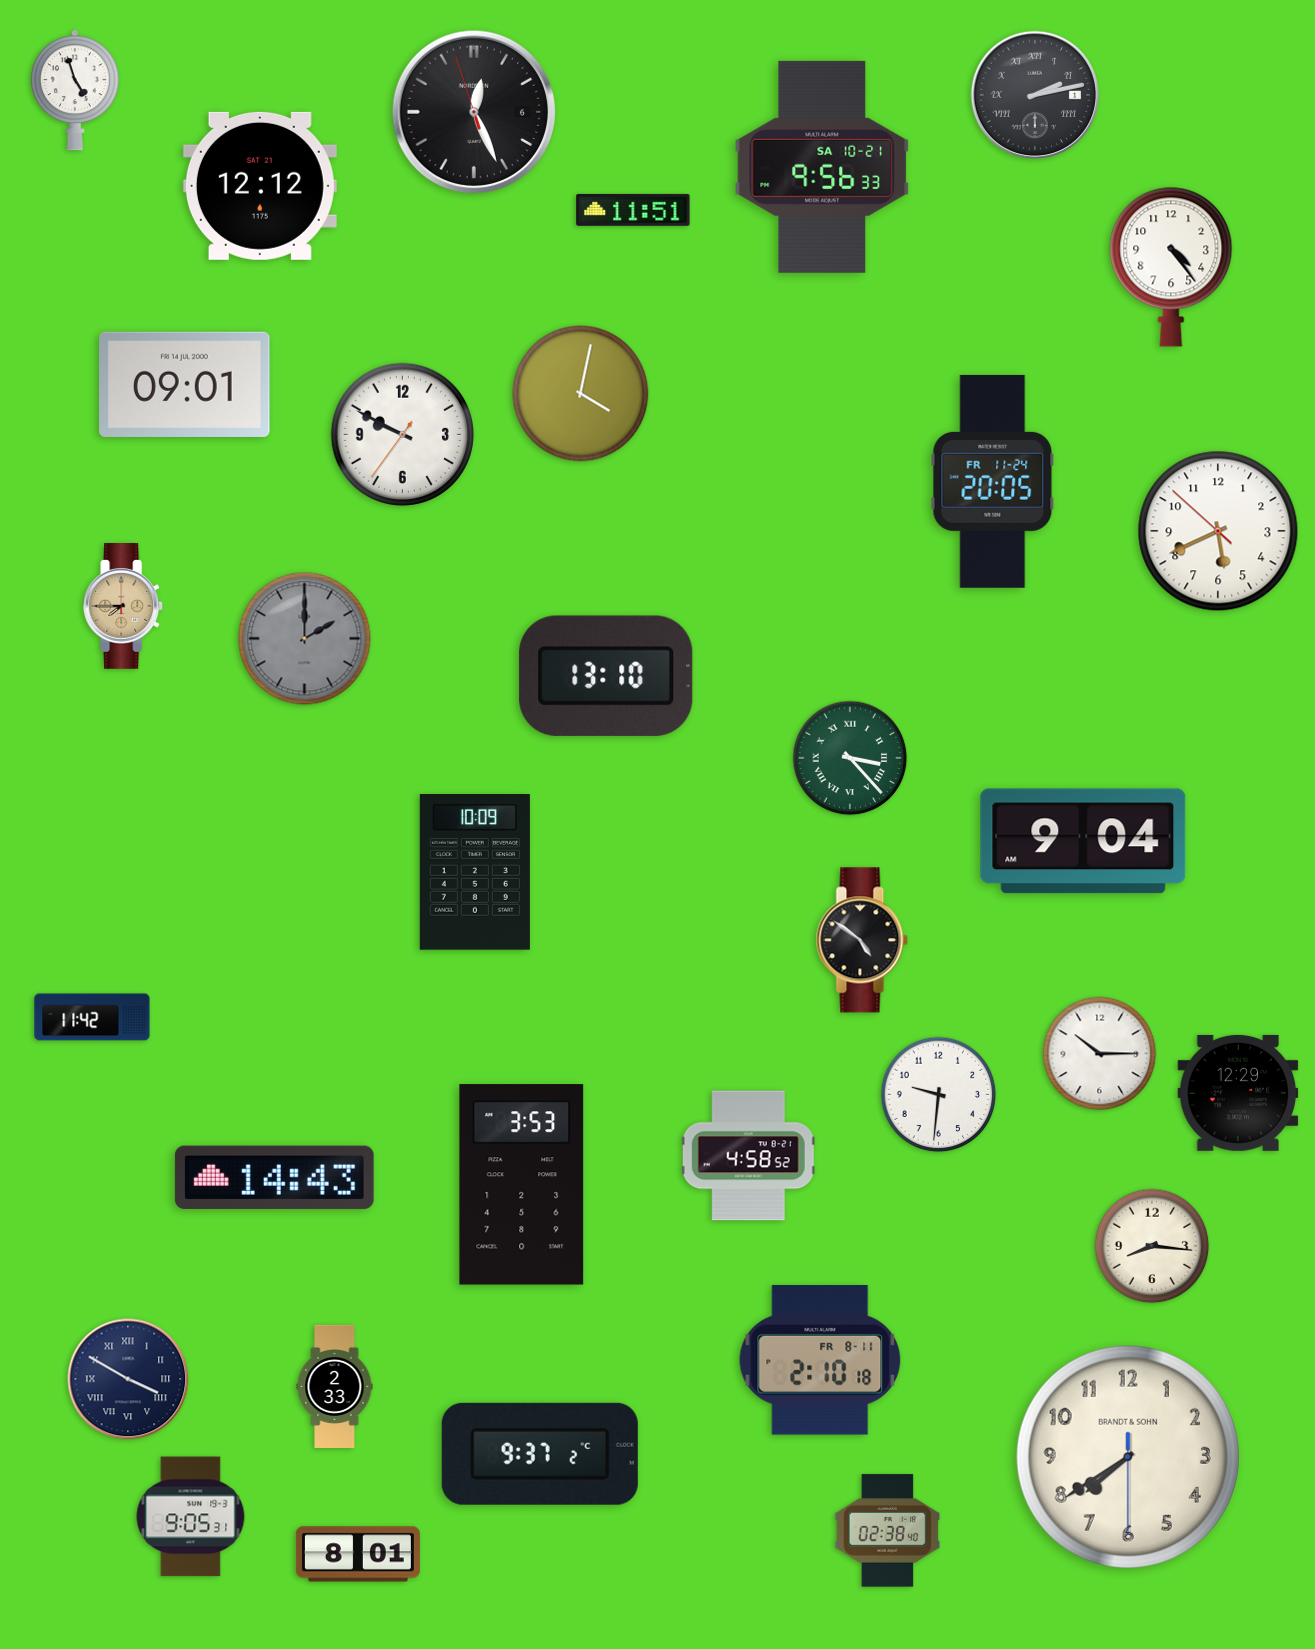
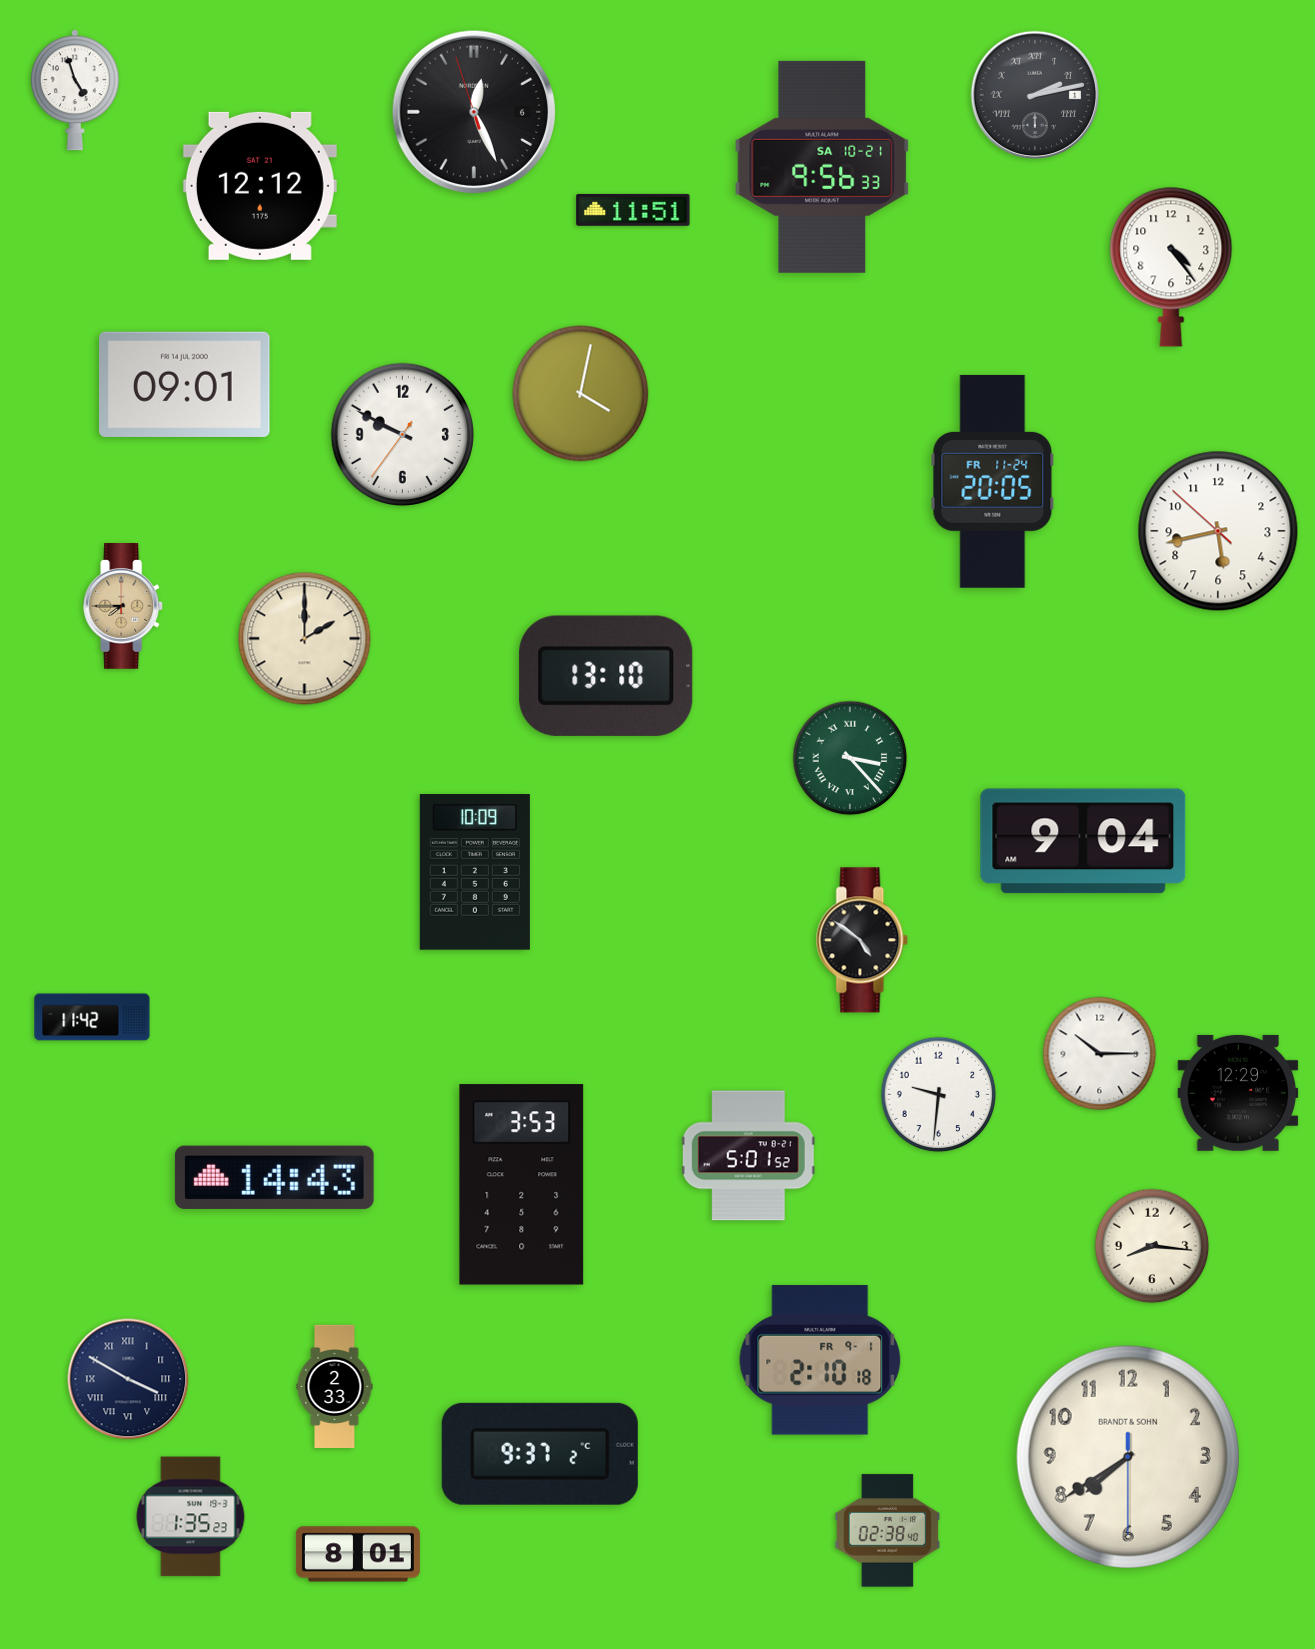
clock at (1218, 531): 5:40 -> 5:42
clock at (305, 639) dial: grey -> cream
clock at (748, 1156): 4:58 -> 5:01
clock at (820, 1360) date: FR 8-11 -> FR 9-1
clock at (191, 1517): 9:05 -> 1:35
